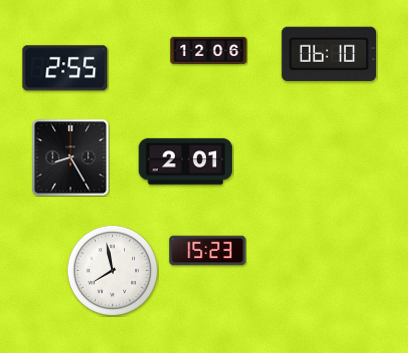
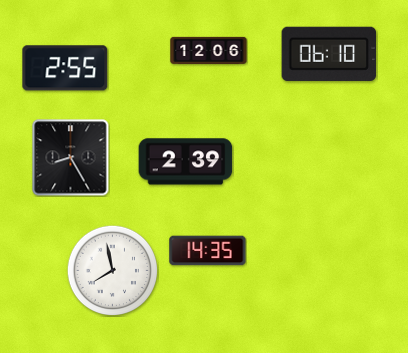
clock at (186, 162): 2:01 -> 2:39
clock at (208, 251): 15:23 -> 14:35
